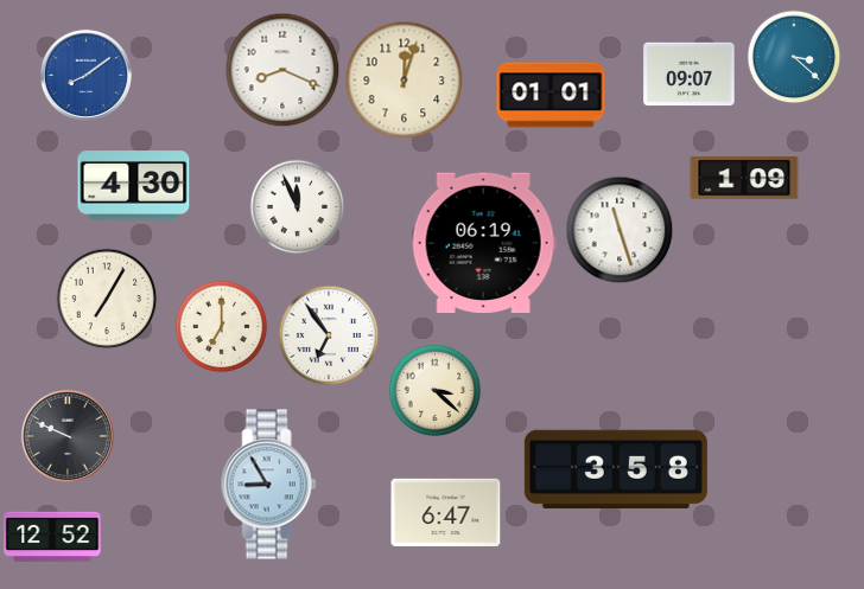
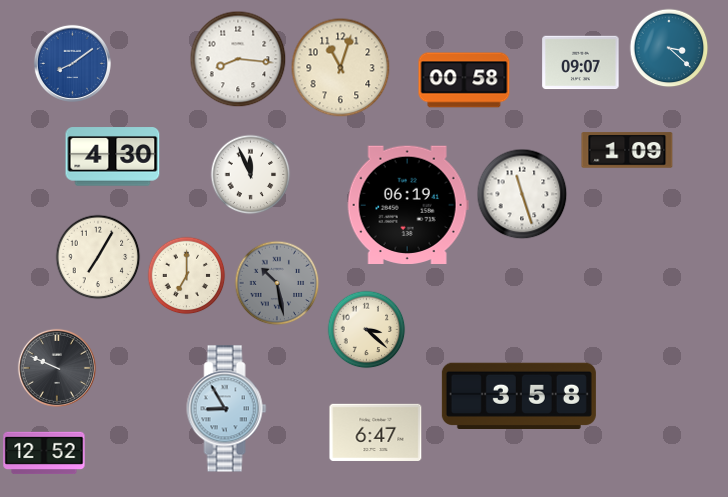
clock at (282, 70): 8:19 -> 8:16
clock at (405, 81): 12:03 -> 11:03
clock at (551, 95): 01:01 -> 00:58
clock at (107, 299) position: (107, 299) -> (98, 257)
clock at (329, 335): 6:54 -> 10:28
clock at (329, 335) dial: white -> grey
